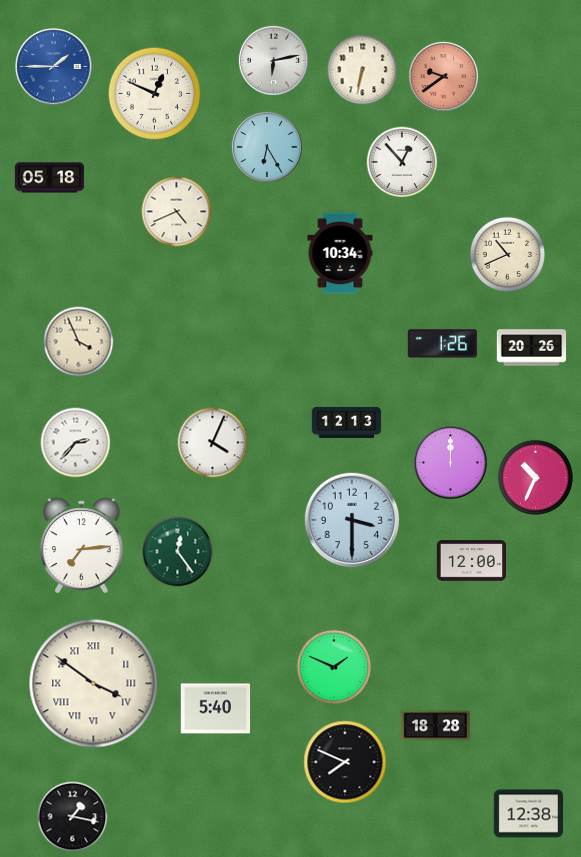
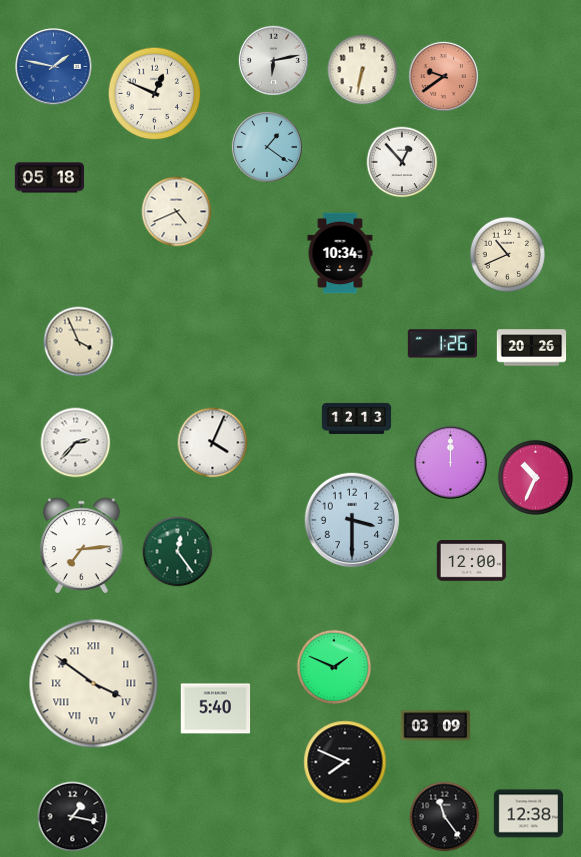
clock at (54, 67): 1:45 -> 1:47
clock at (267, 147): 6:25 -> 1:21
clock at (347, 422) position: (347, 422) -> (357, 418)
clock at (436, 726): 18:28 -> 03:09
clock at (445, 817): none -> 11:24
